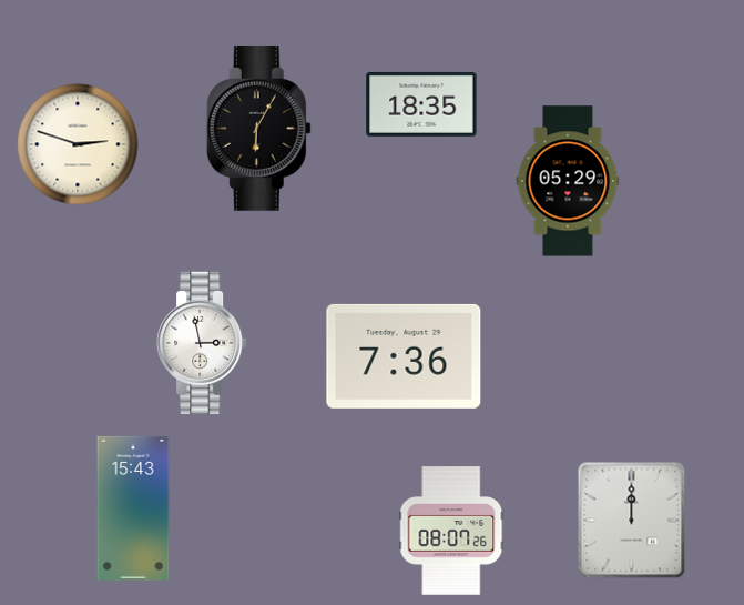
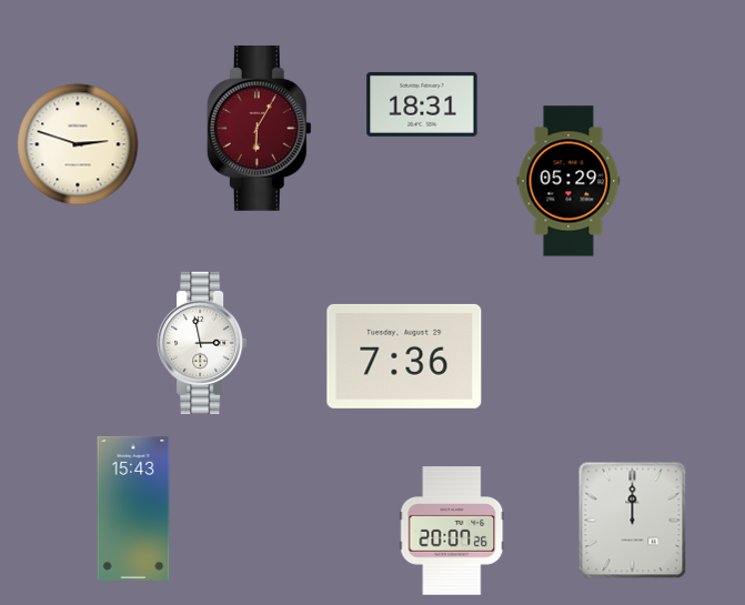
clock at (421, 104): 18:35 -> 18:31
clock at (258, 128) dial: black -> burgundy
clock at (451, 531): 08:07 -> 20:07
